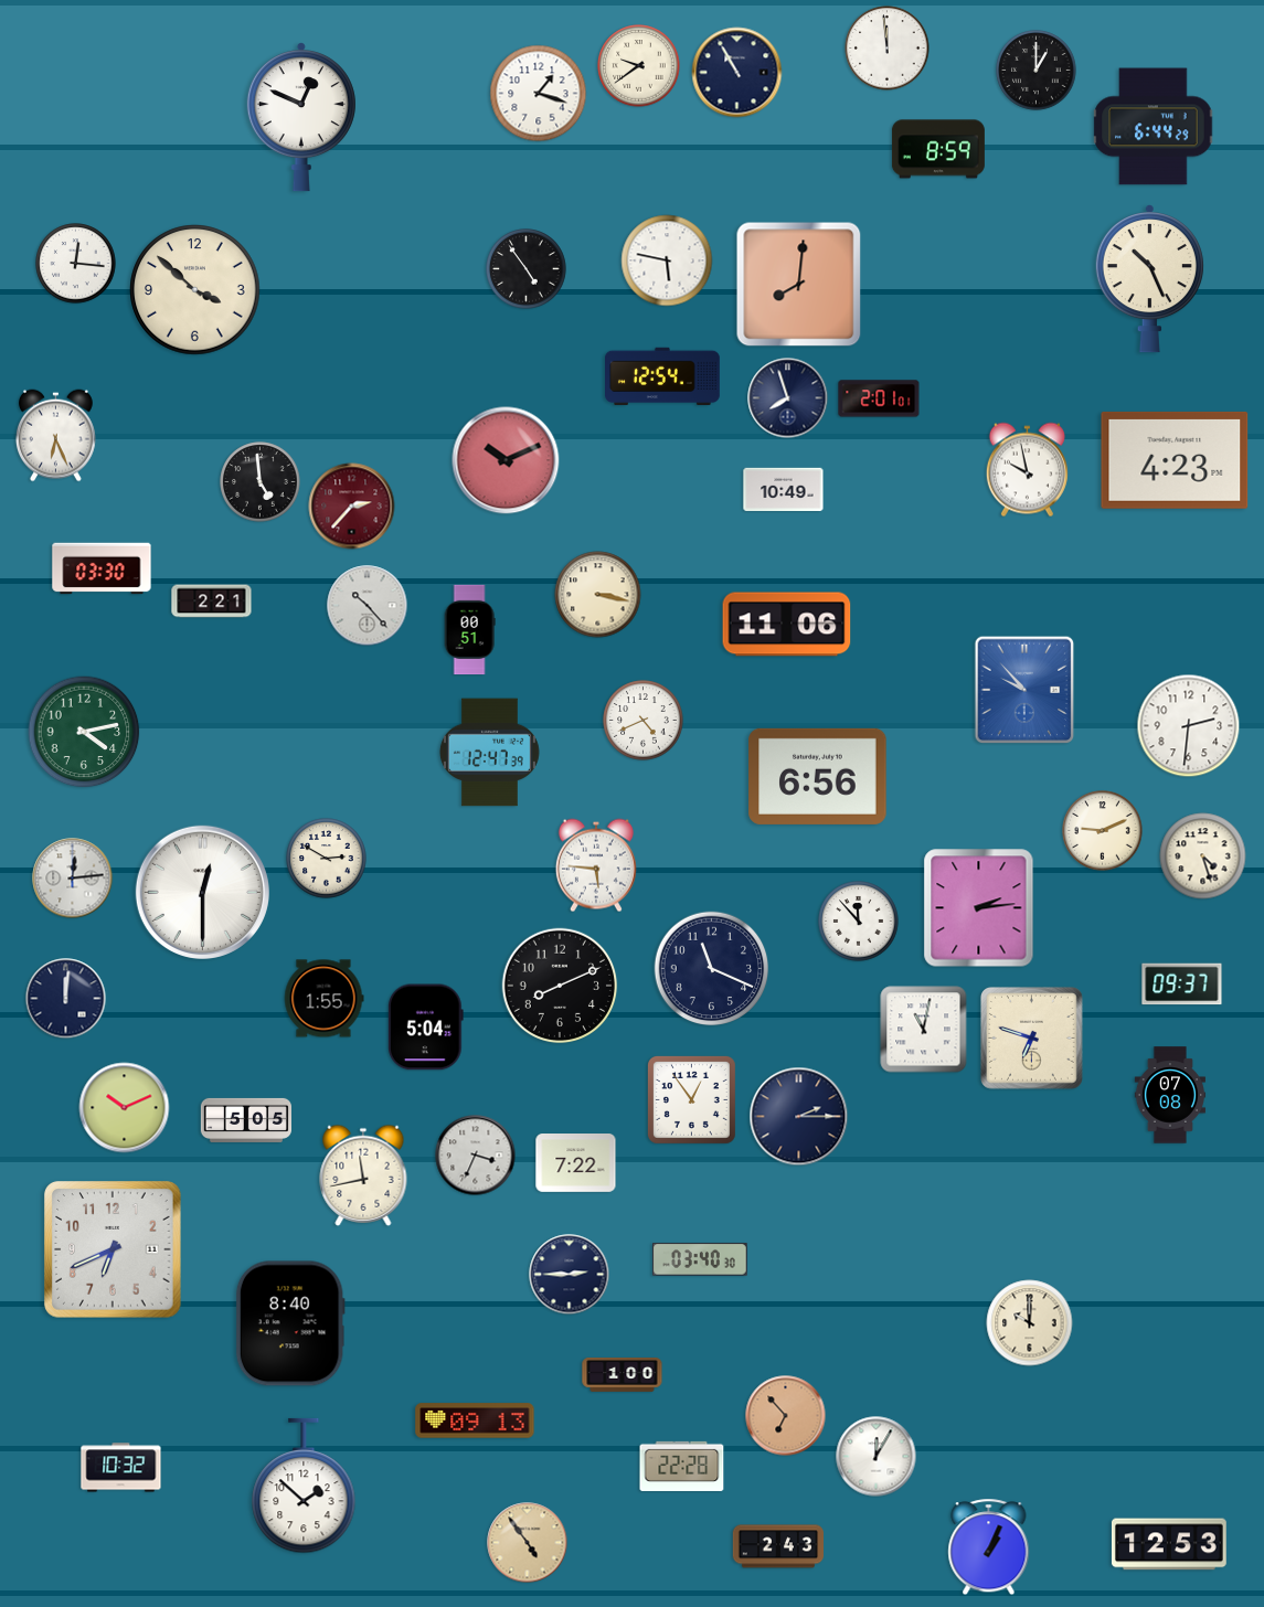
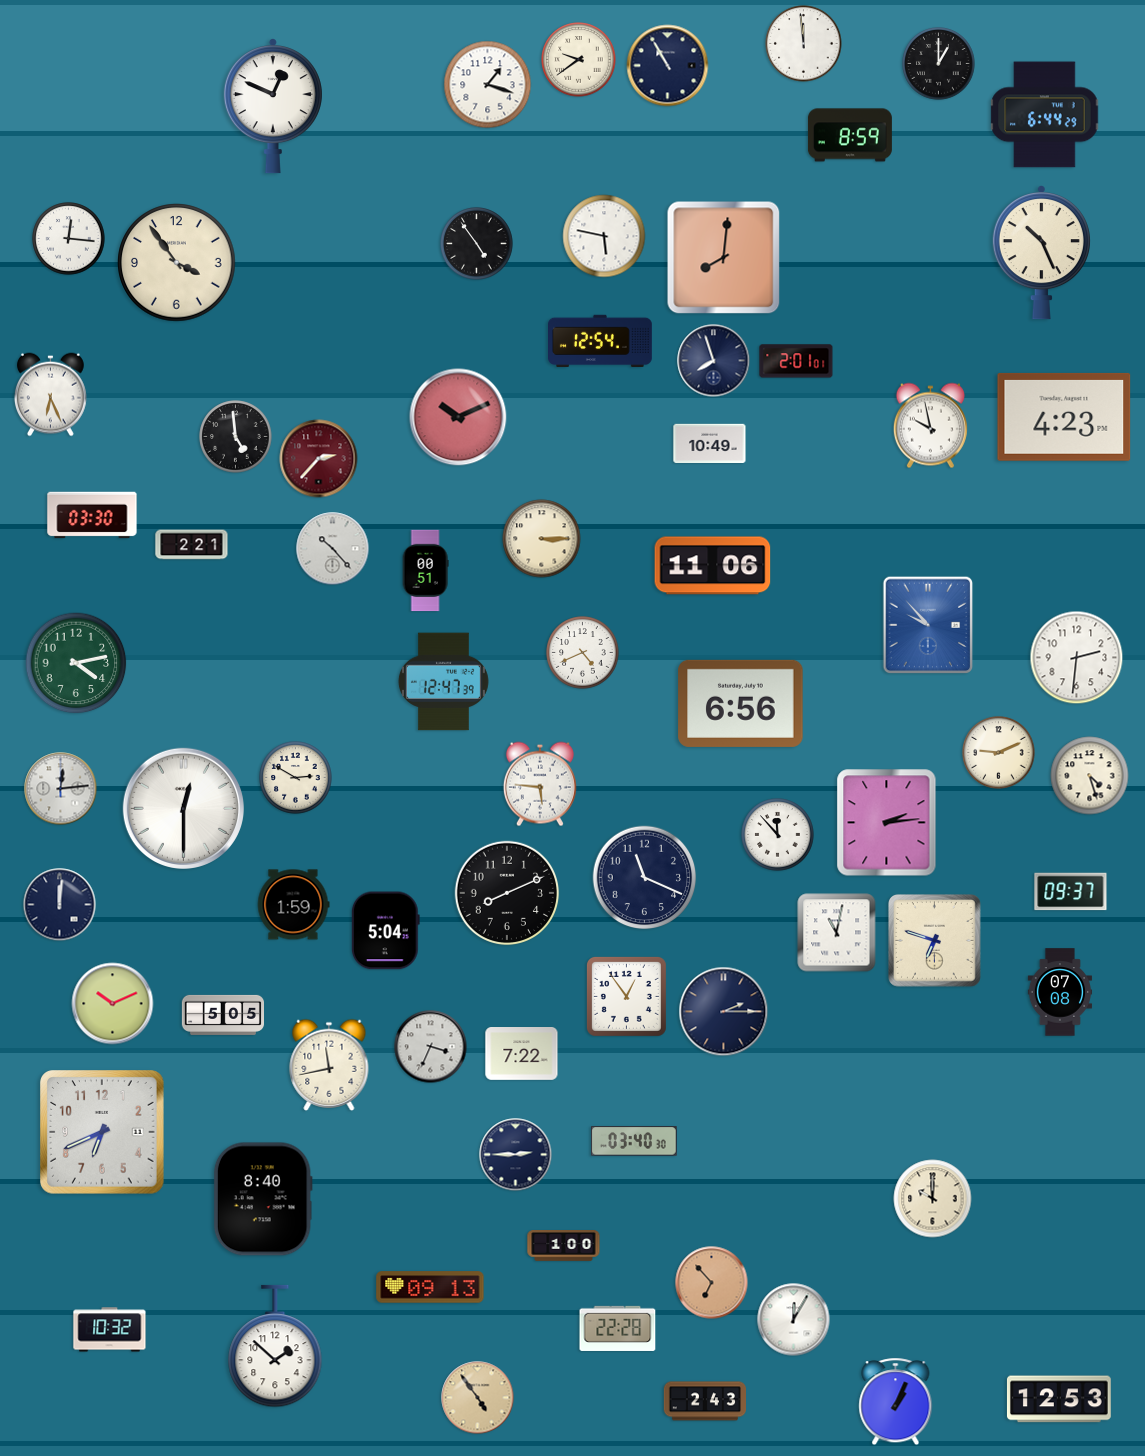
clock at (195, 290): 3:52 -> 3:54
clock at (598, 595): 3:17 -> 3:15
clock at (73, 879) position: (73, 879) -> (61, 789)
clock at (323, 999): 1:55 -> 1:59
